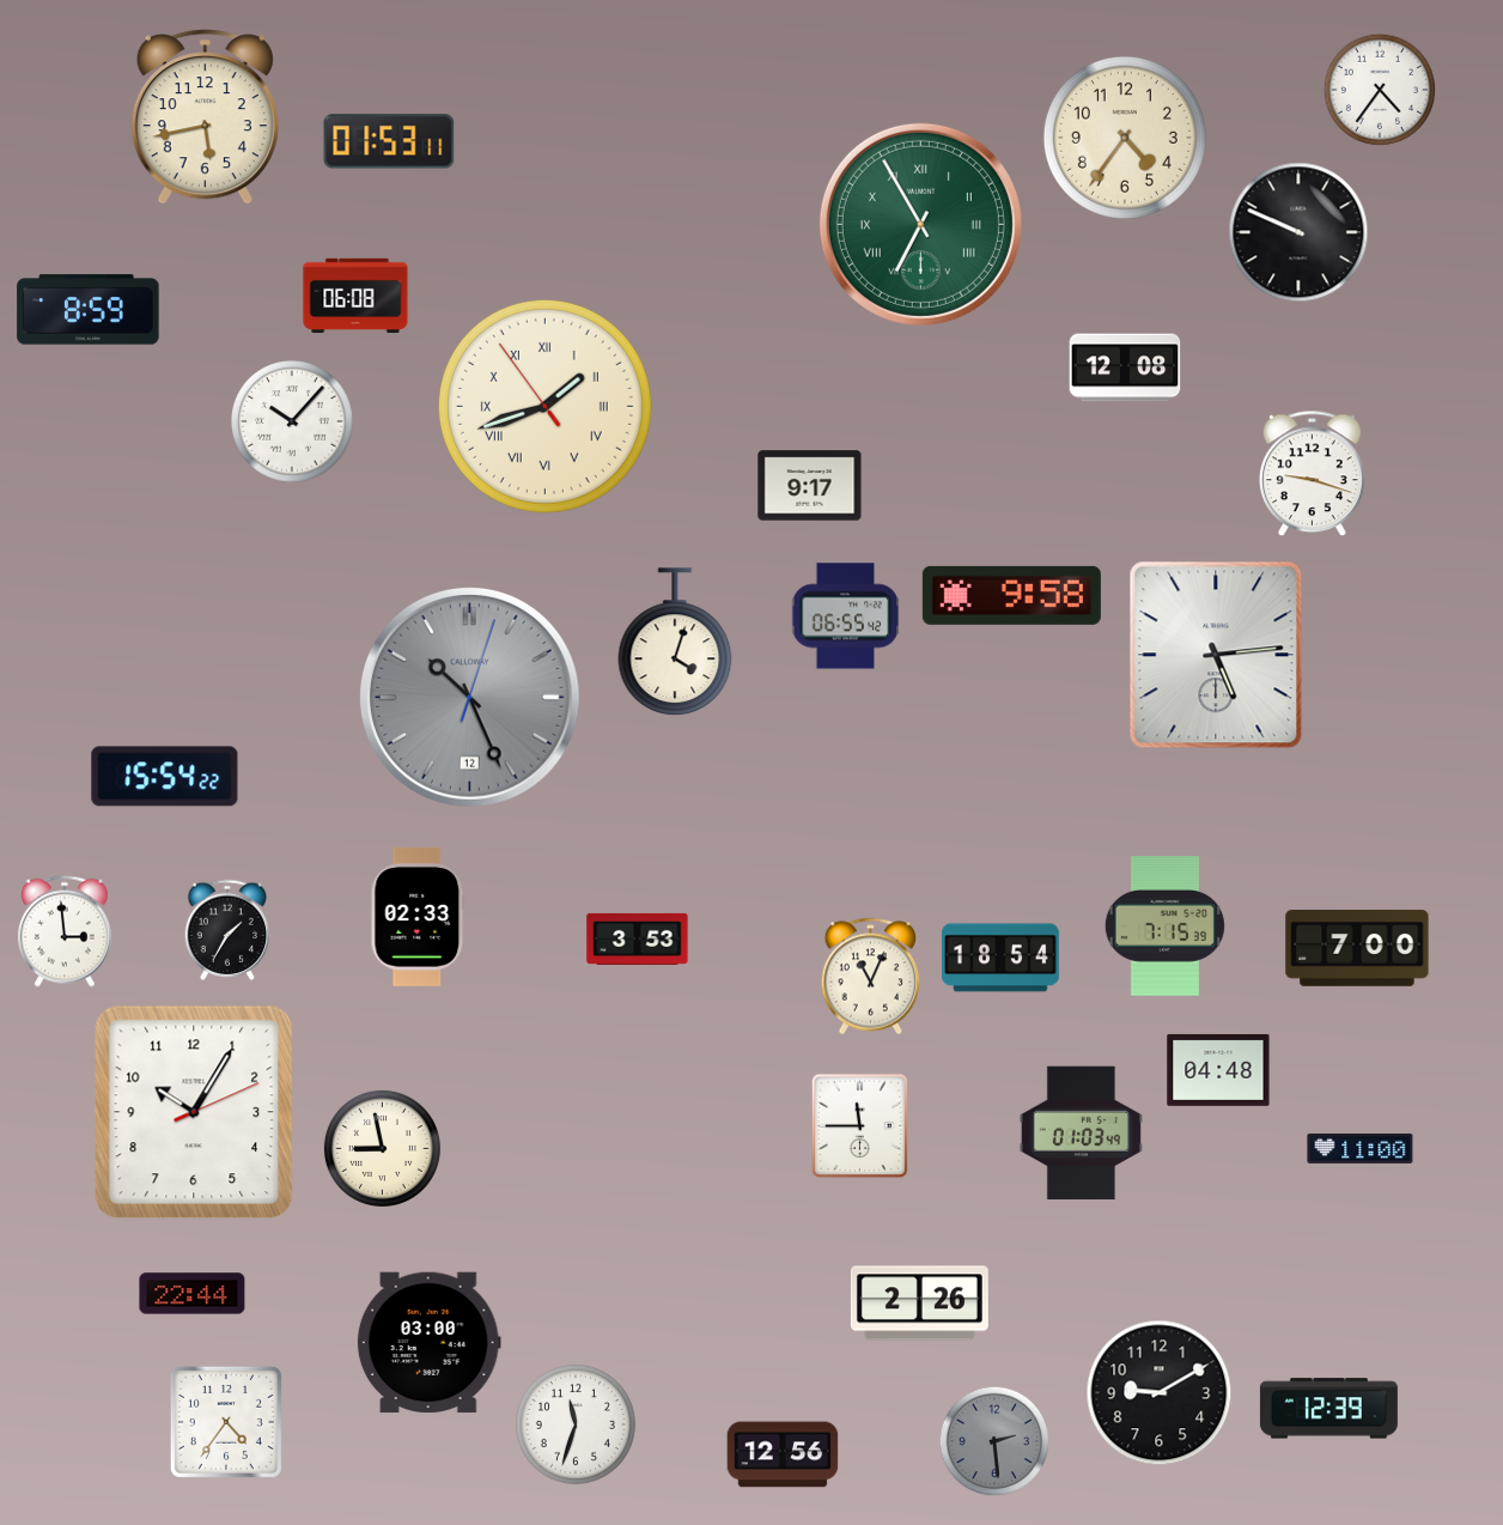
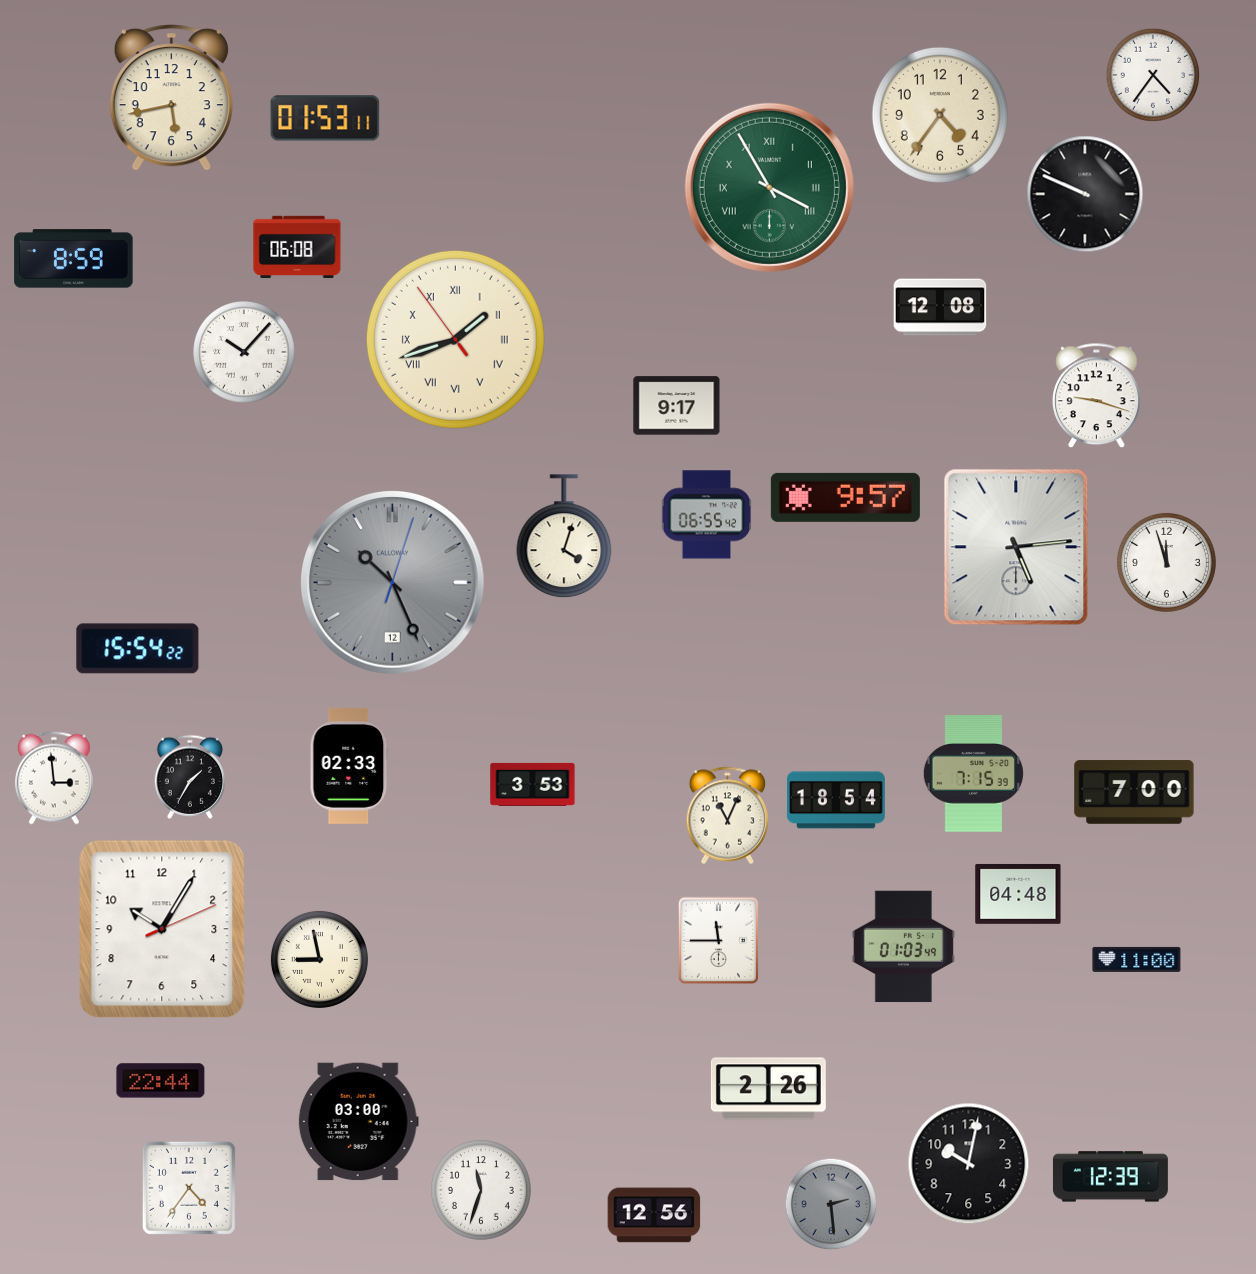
clock at (920, 224): 6:55 -> 3:55
clock at (1011, 595): 9:58 -> 9:57
clock at (1166, 562): none -> 11:57
clock at (1160, 1393): 9:10 -> 10:02
